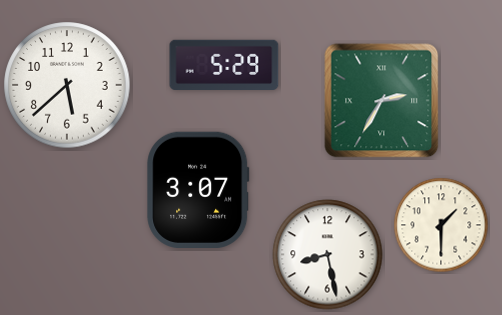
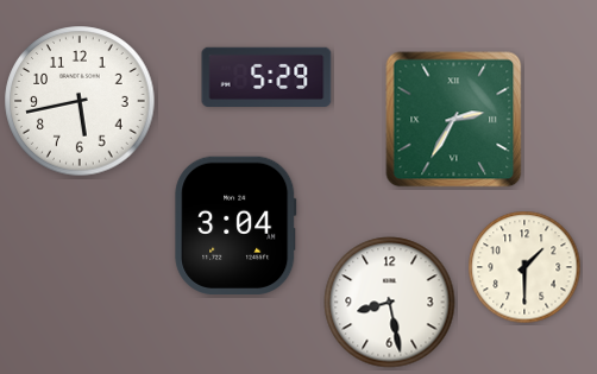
clock at (67, 85): 5:38 -> 5:43
clock at (198, 189): 3:07 -> 3:04
